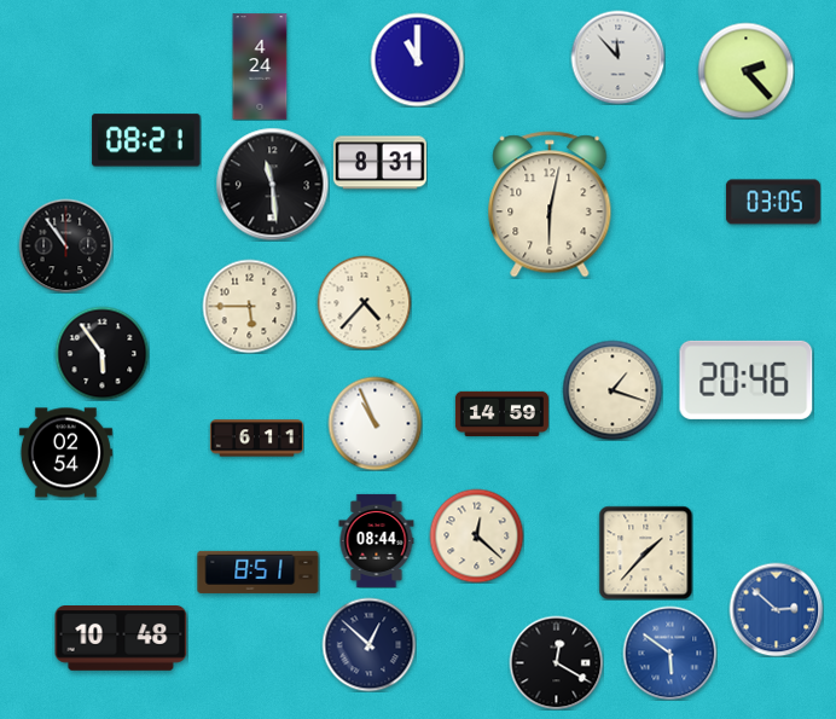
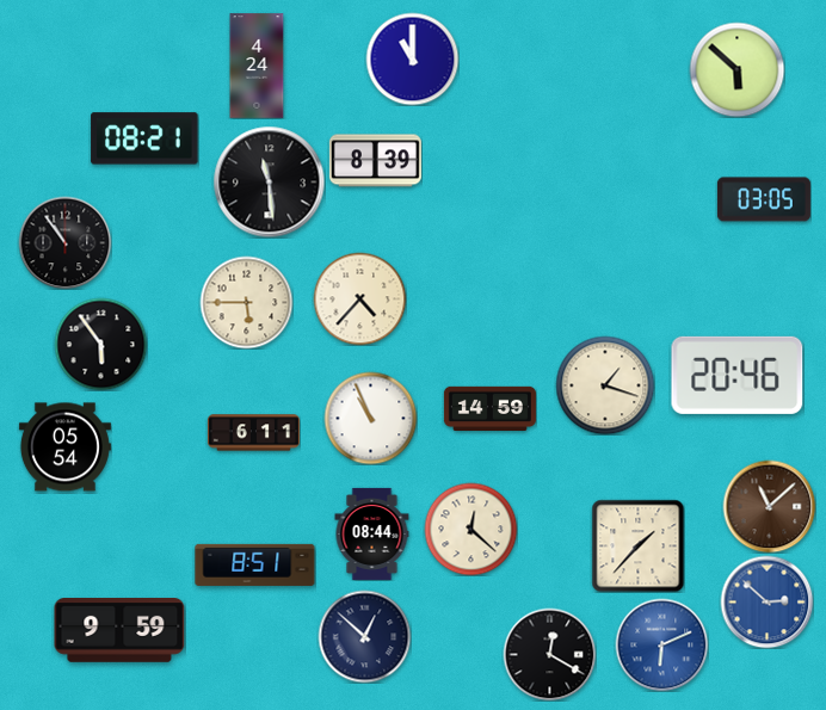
clock at (617, 57): 11:53 -> none
clock at (745, 70): 2:23 -> 5:52
clock at (379, 163): 8:31 -> 8:39
clock at (550, 204): 6:02 -> none
clock at (101, 353) position: (101, 353) -> (100, 344)
clock at (501, 414) position: (501, 414) -> (489, 409)
clock at (65, 453): 02:54 -> 05:54
clock at (769, 506): none -> 11:08
clock at (121, 639): 10:48 -> 9:59
clock at (669, 653): 5:51 -> 6:11
